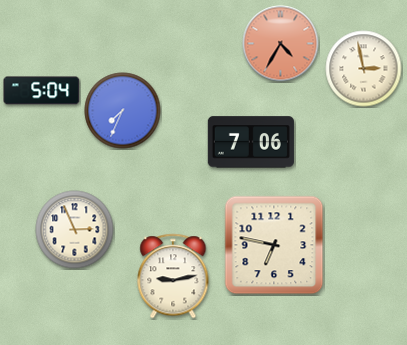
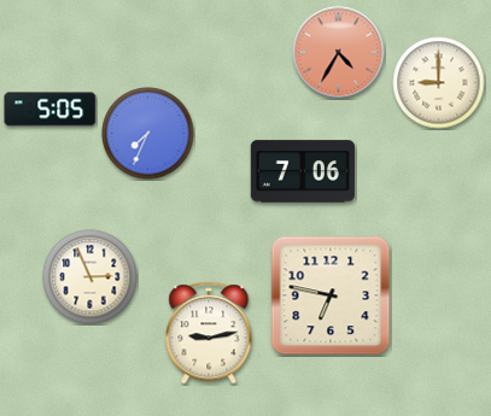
clock at (364, 69): 2:58 -> 9:00
clock at (42, 91): 5:04 -> 5:05
